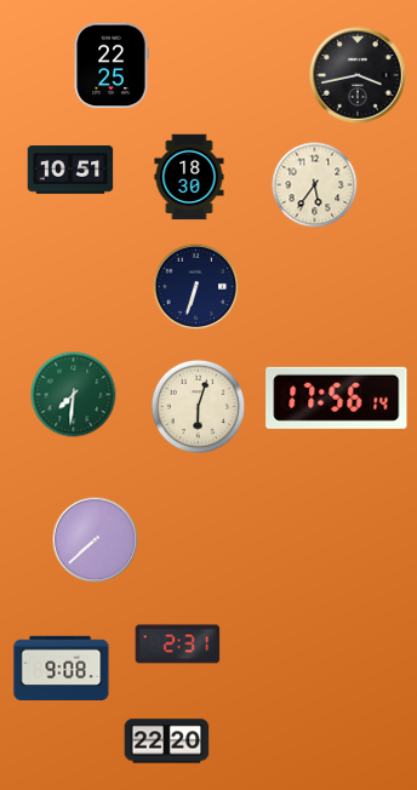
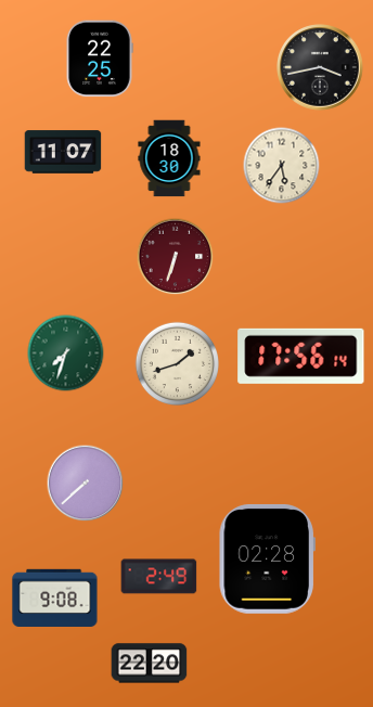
clock at (70, 170): 10:51 -> 11:07
clock at (196, 287) dial: navy -> burgundy
clock at (74, 395): 7:31 -> 7:33
clock at (199, 407): 6:03 -> 1:42
clock at (267, 560): none -> 02:28
clock at (178, 645): 2:31 -> 2:49
